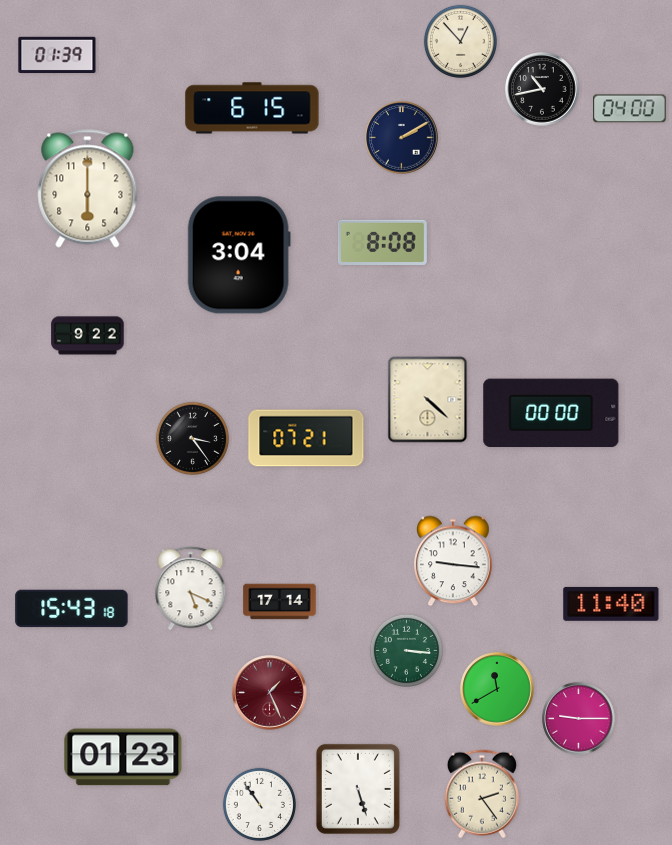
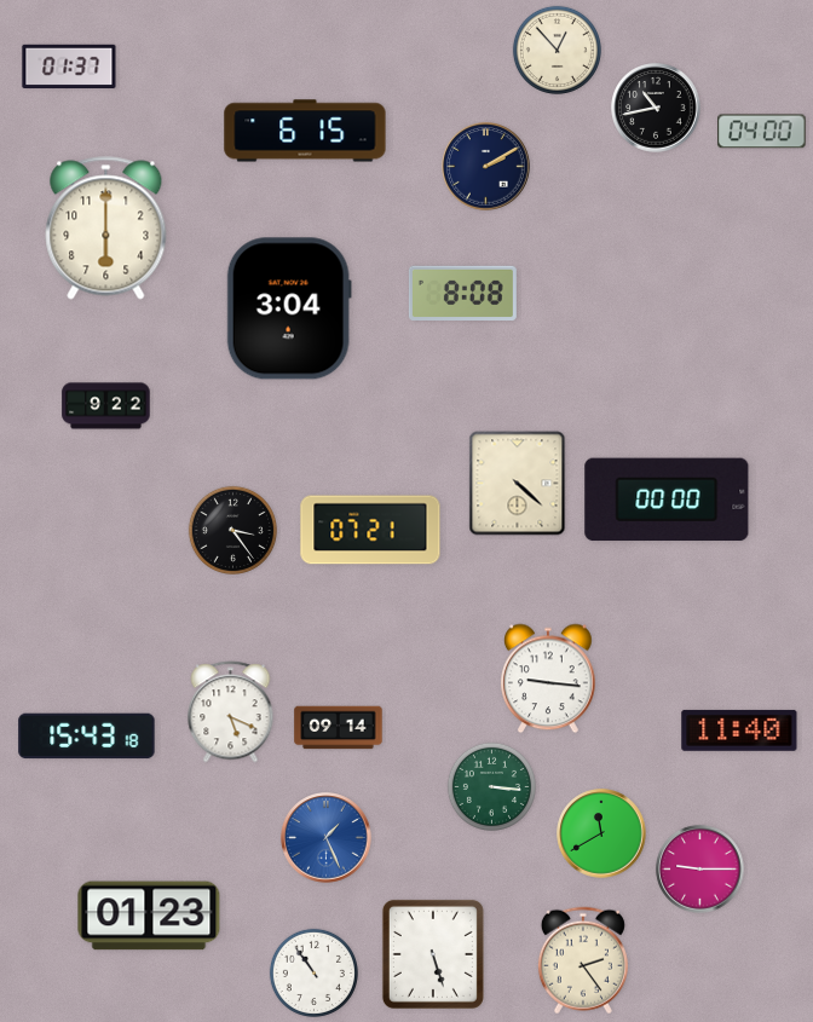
clock at (57, 54): 01:39 -> 01:37
clock at (280, 602): 17:14 -> 09:14
clock at (270, 693) dial: burgundy -> blue
